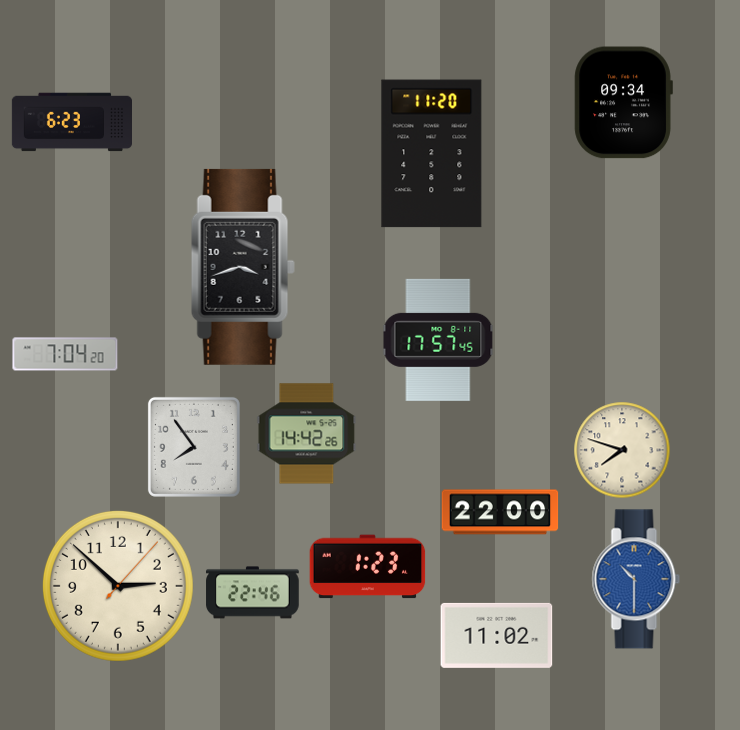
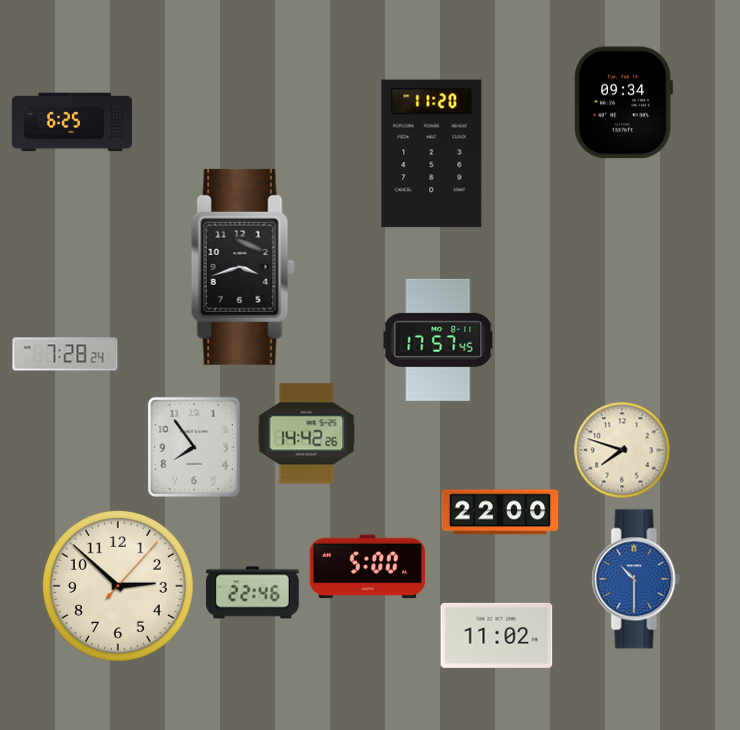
clock at (71, 122): 6:23 -> 6:25
clock at (65, 354): 7:04 -> 7:28
clock at (368, 567): 1:23 -> 5:00
